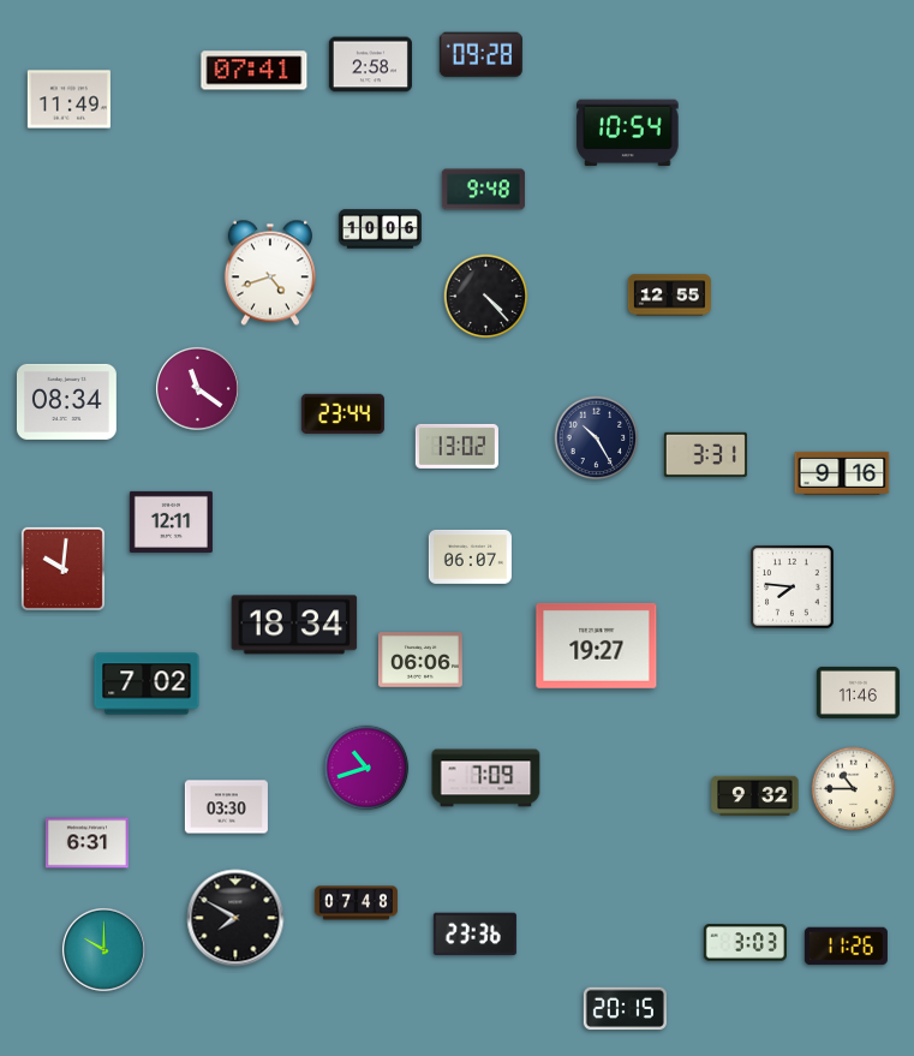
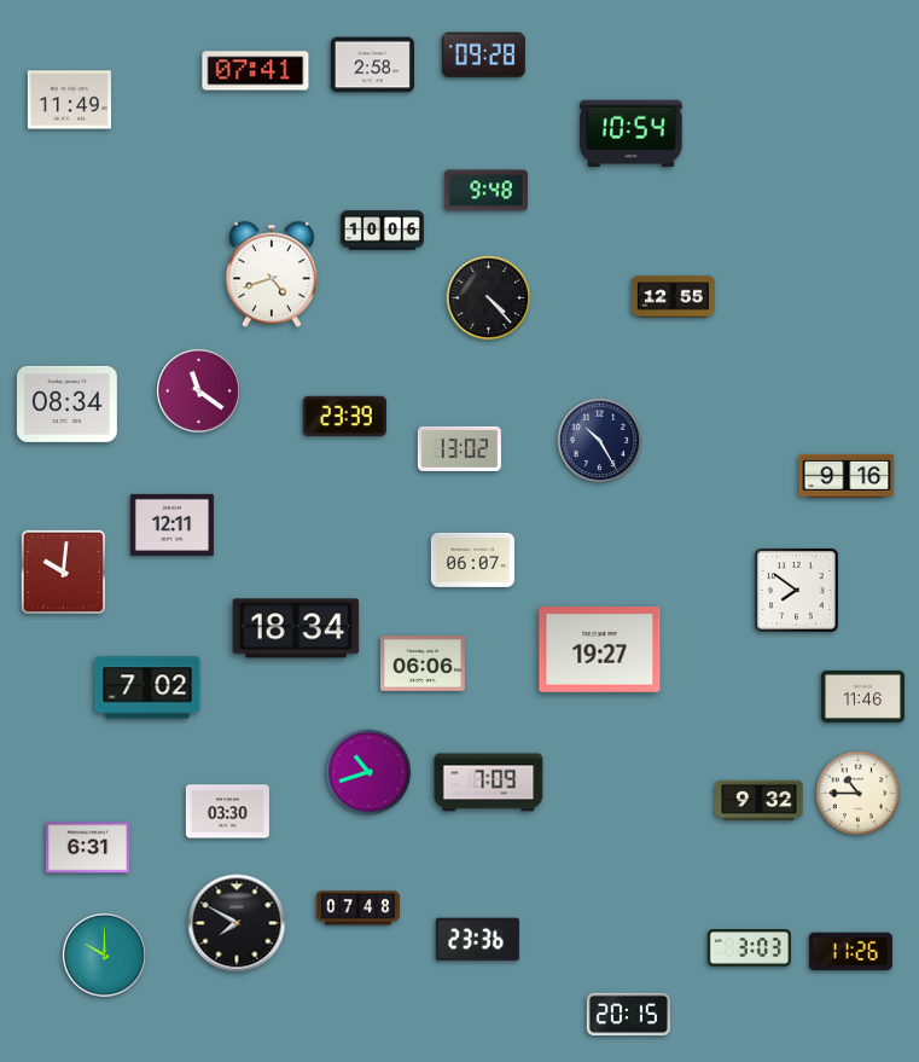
clock at (342, 413): 23:44 -> 23:39
clock at (705, 454): 3:31 -> none
clock at (793, 587): 7:46 -> 7:51
